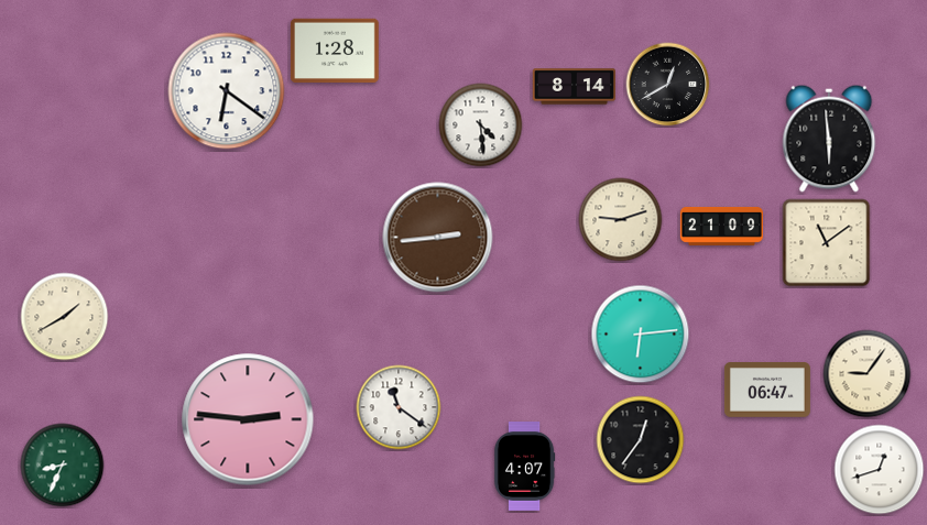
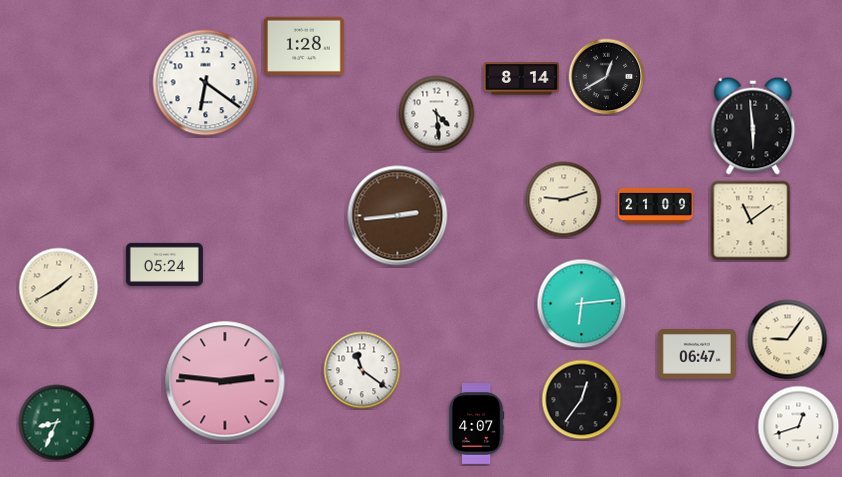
clock at (164, 264): none -> 05:24
